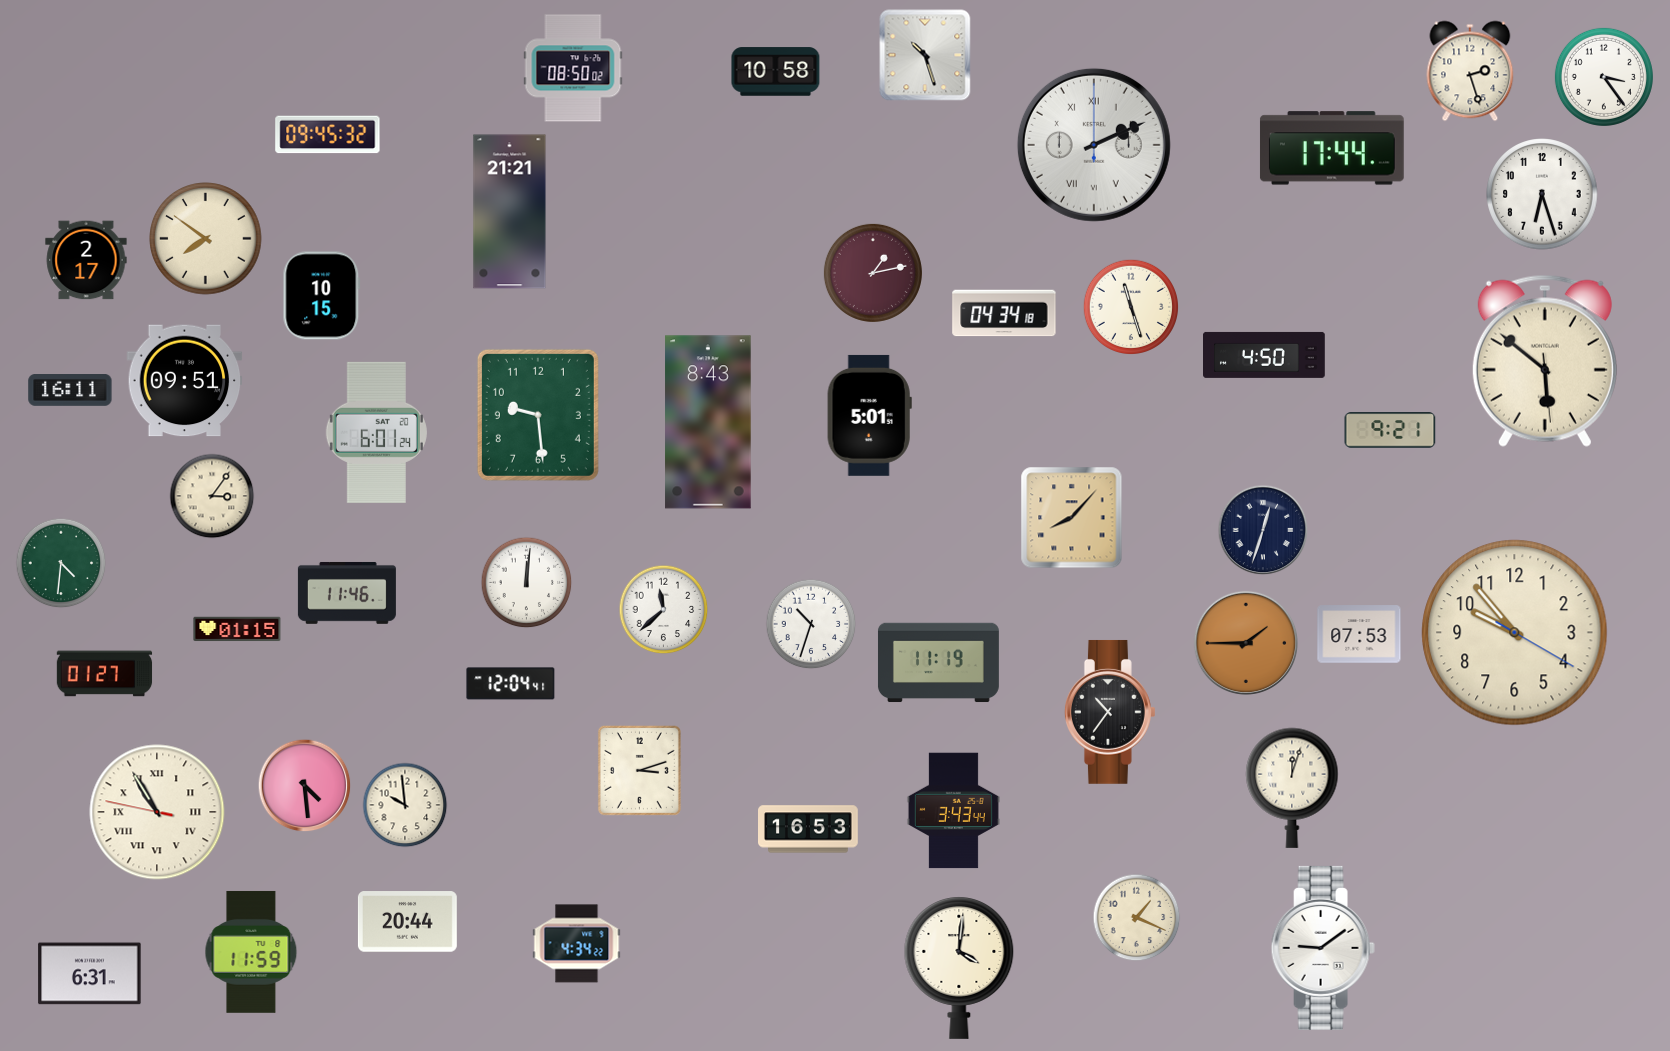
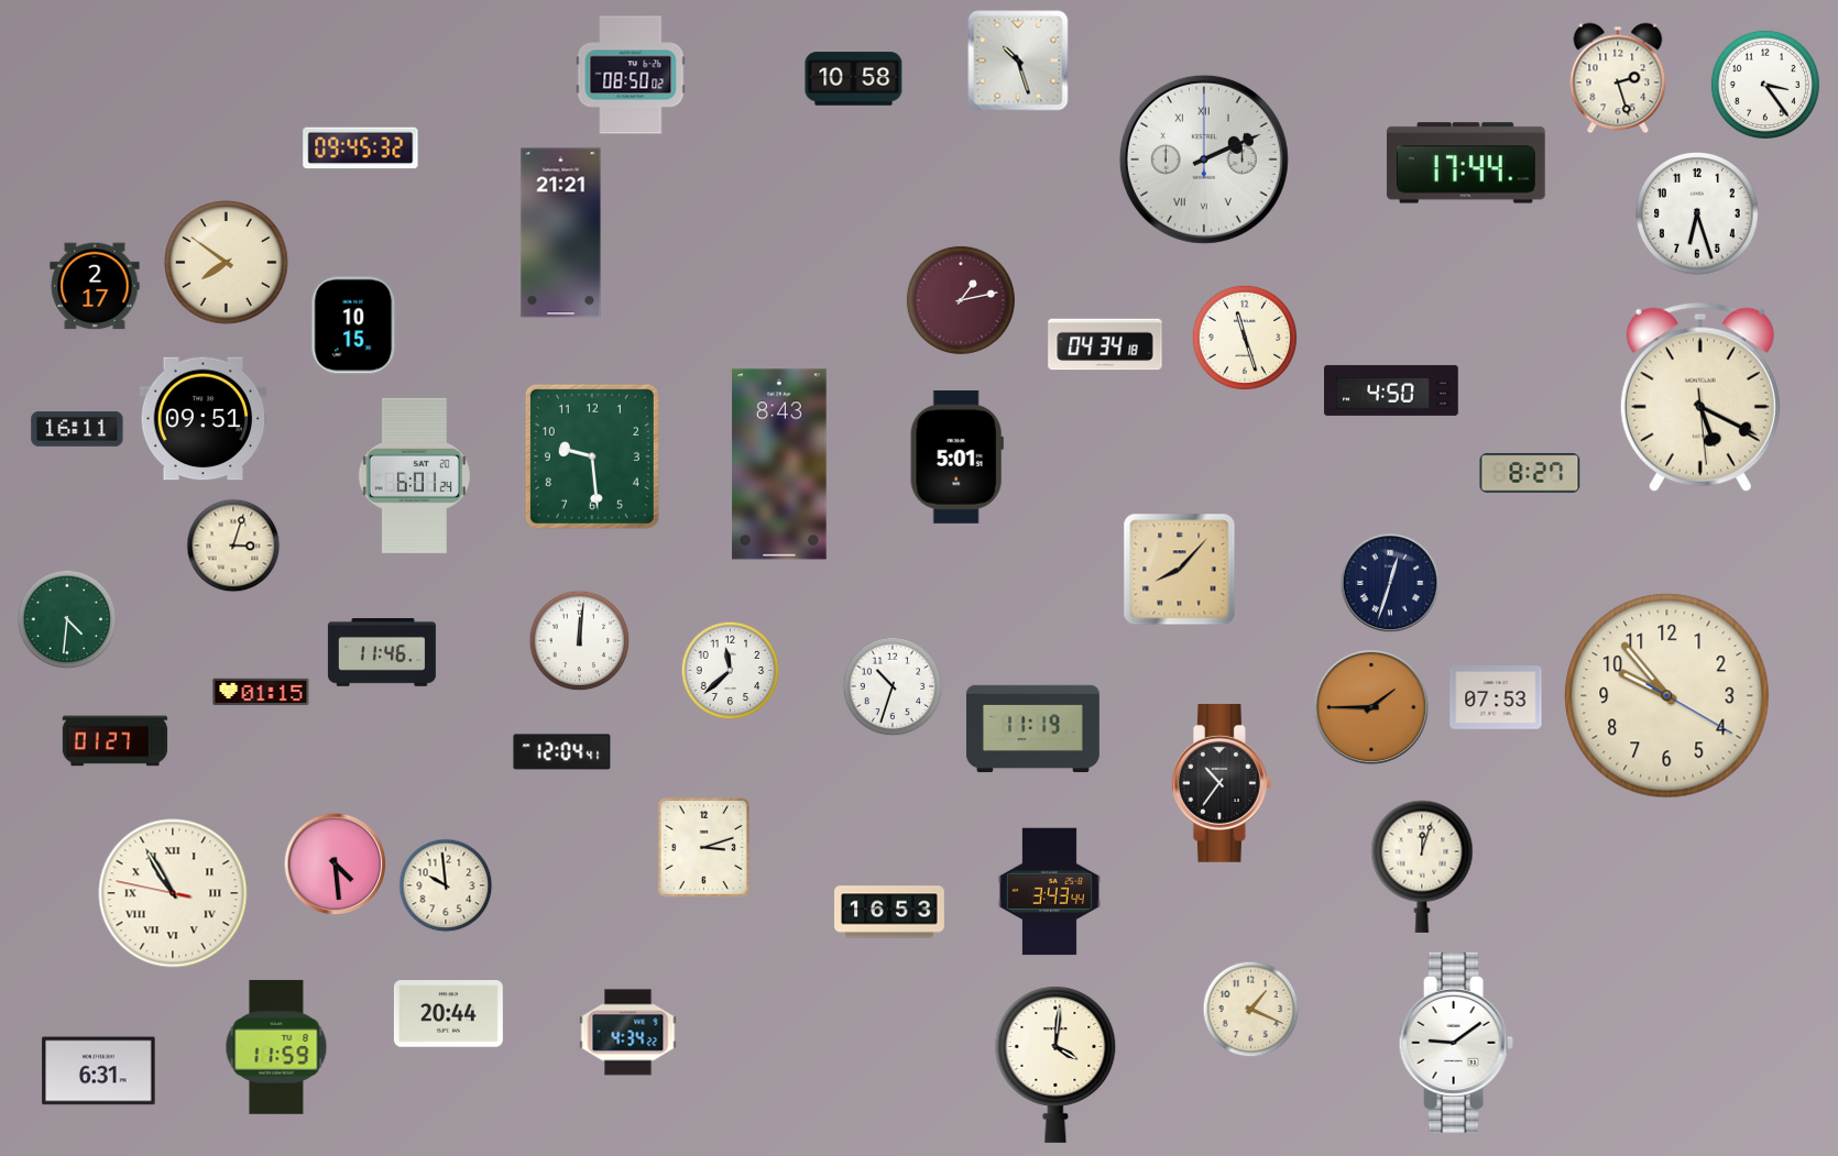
clock at (1545, 361): 5:51 -> 5:19
clock at (1390, 430): 9:21 -> 8:27
clock at (212, 496): 3:06 -> 3:03
clock at (577, 944) position: (577, 944) -> (628, 1033)
